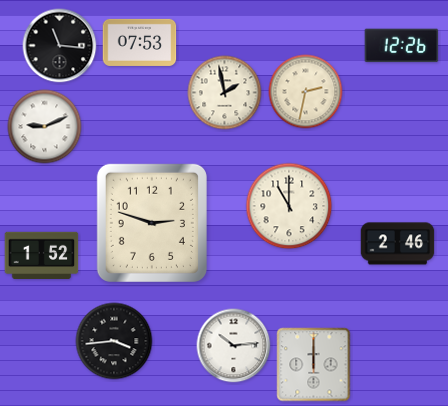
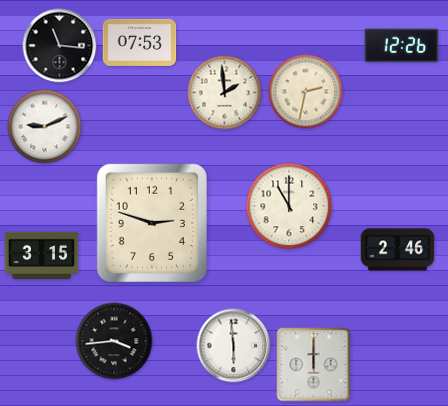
clock at (225, 93): 1:58 -> 1:59
clock at (398, 244) position: (398, 244) -> (398, 250)
clock at (42, 256): 1:52 -> 3:15
clock at (234, 346): 10:14 -> 5:59
